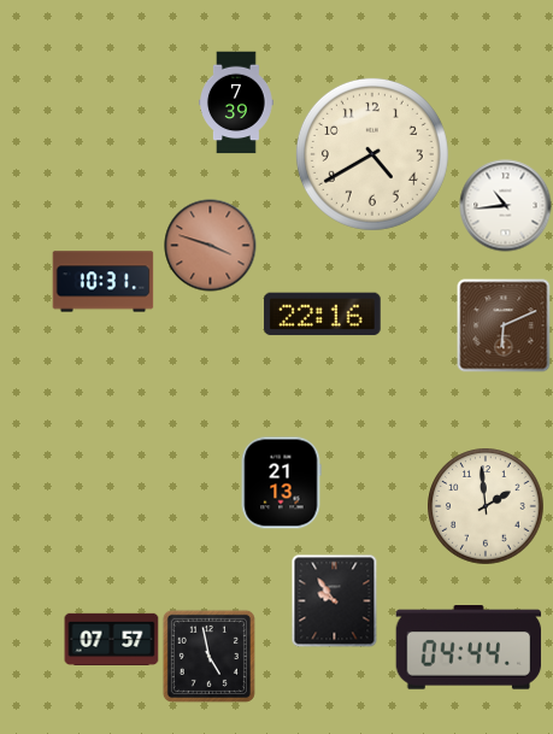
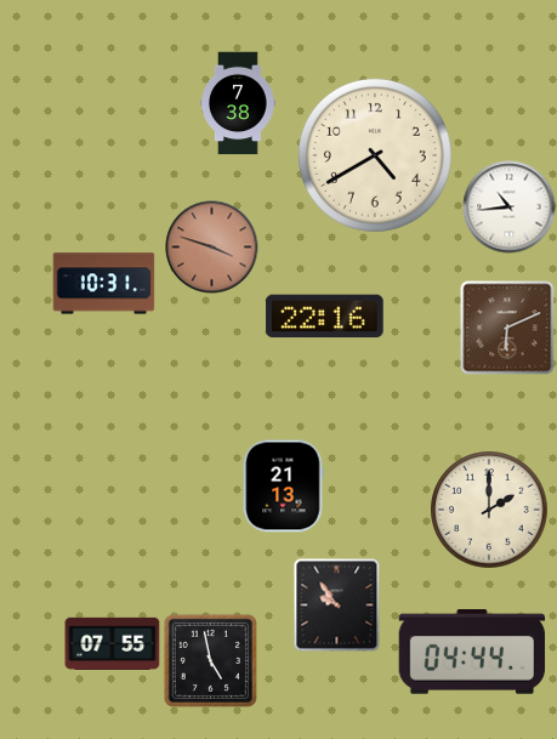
clock at (237, 102): 7:39 -> 7:38
clock at (486, 506): 1:59 -> 2:00
clock at (112, 639): 07:57 -> 07:55
